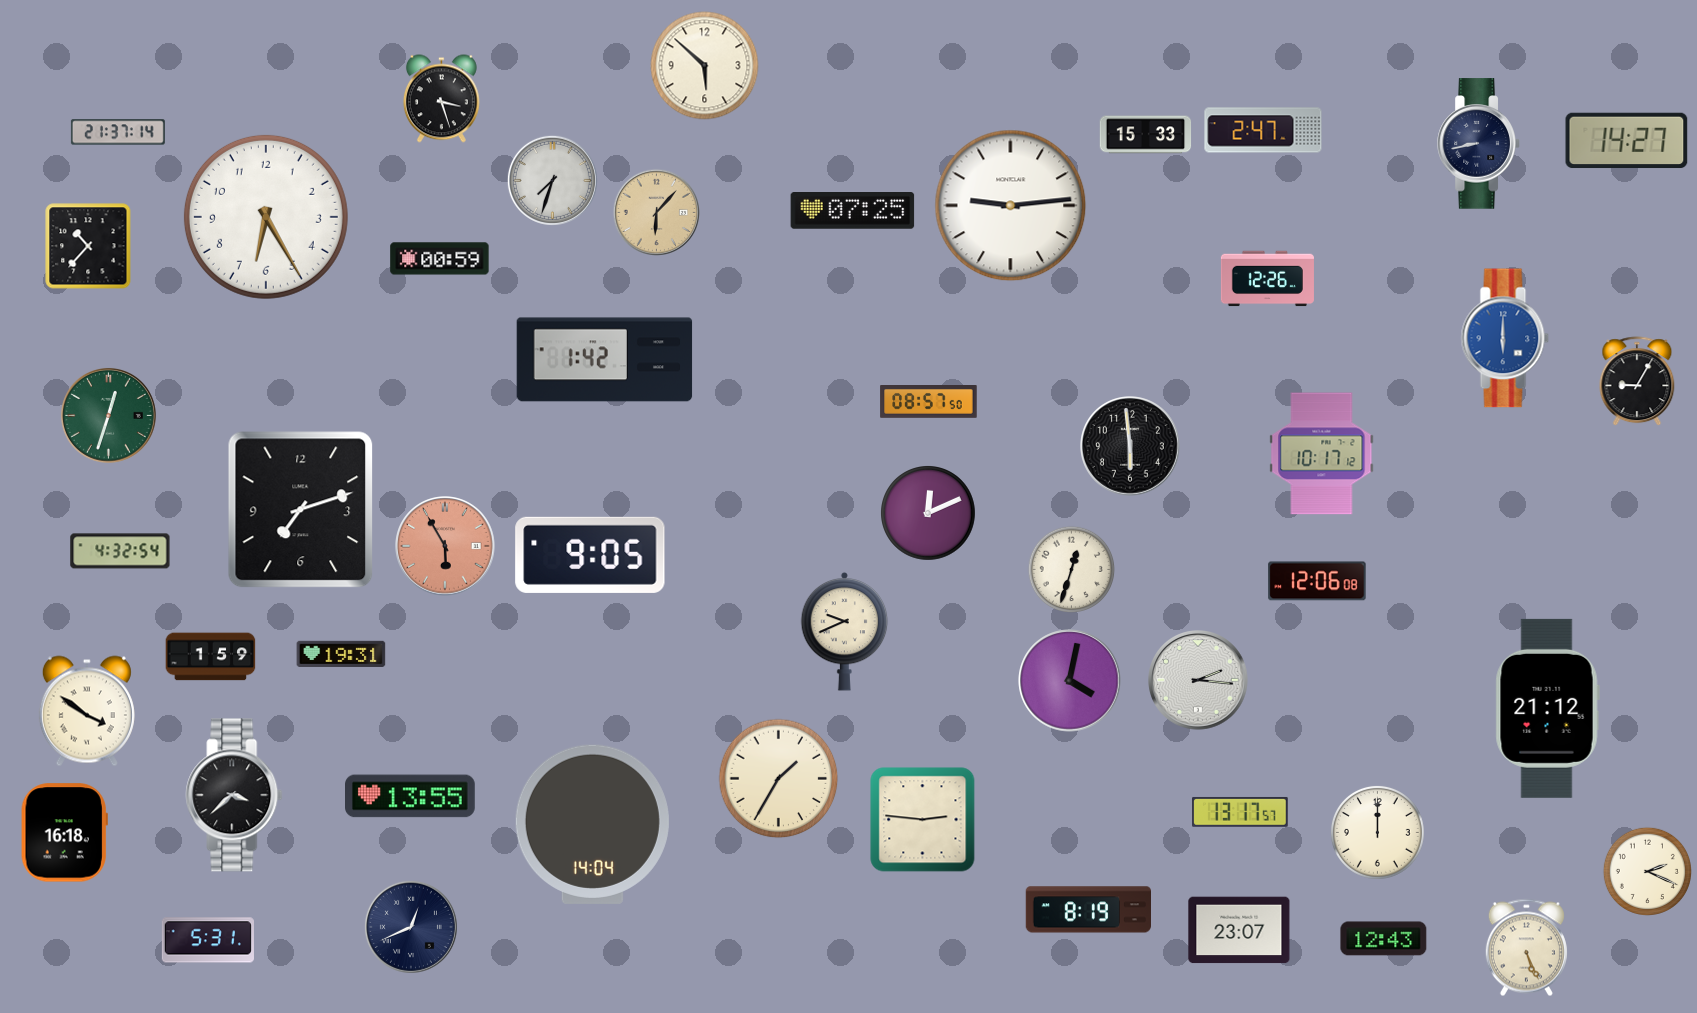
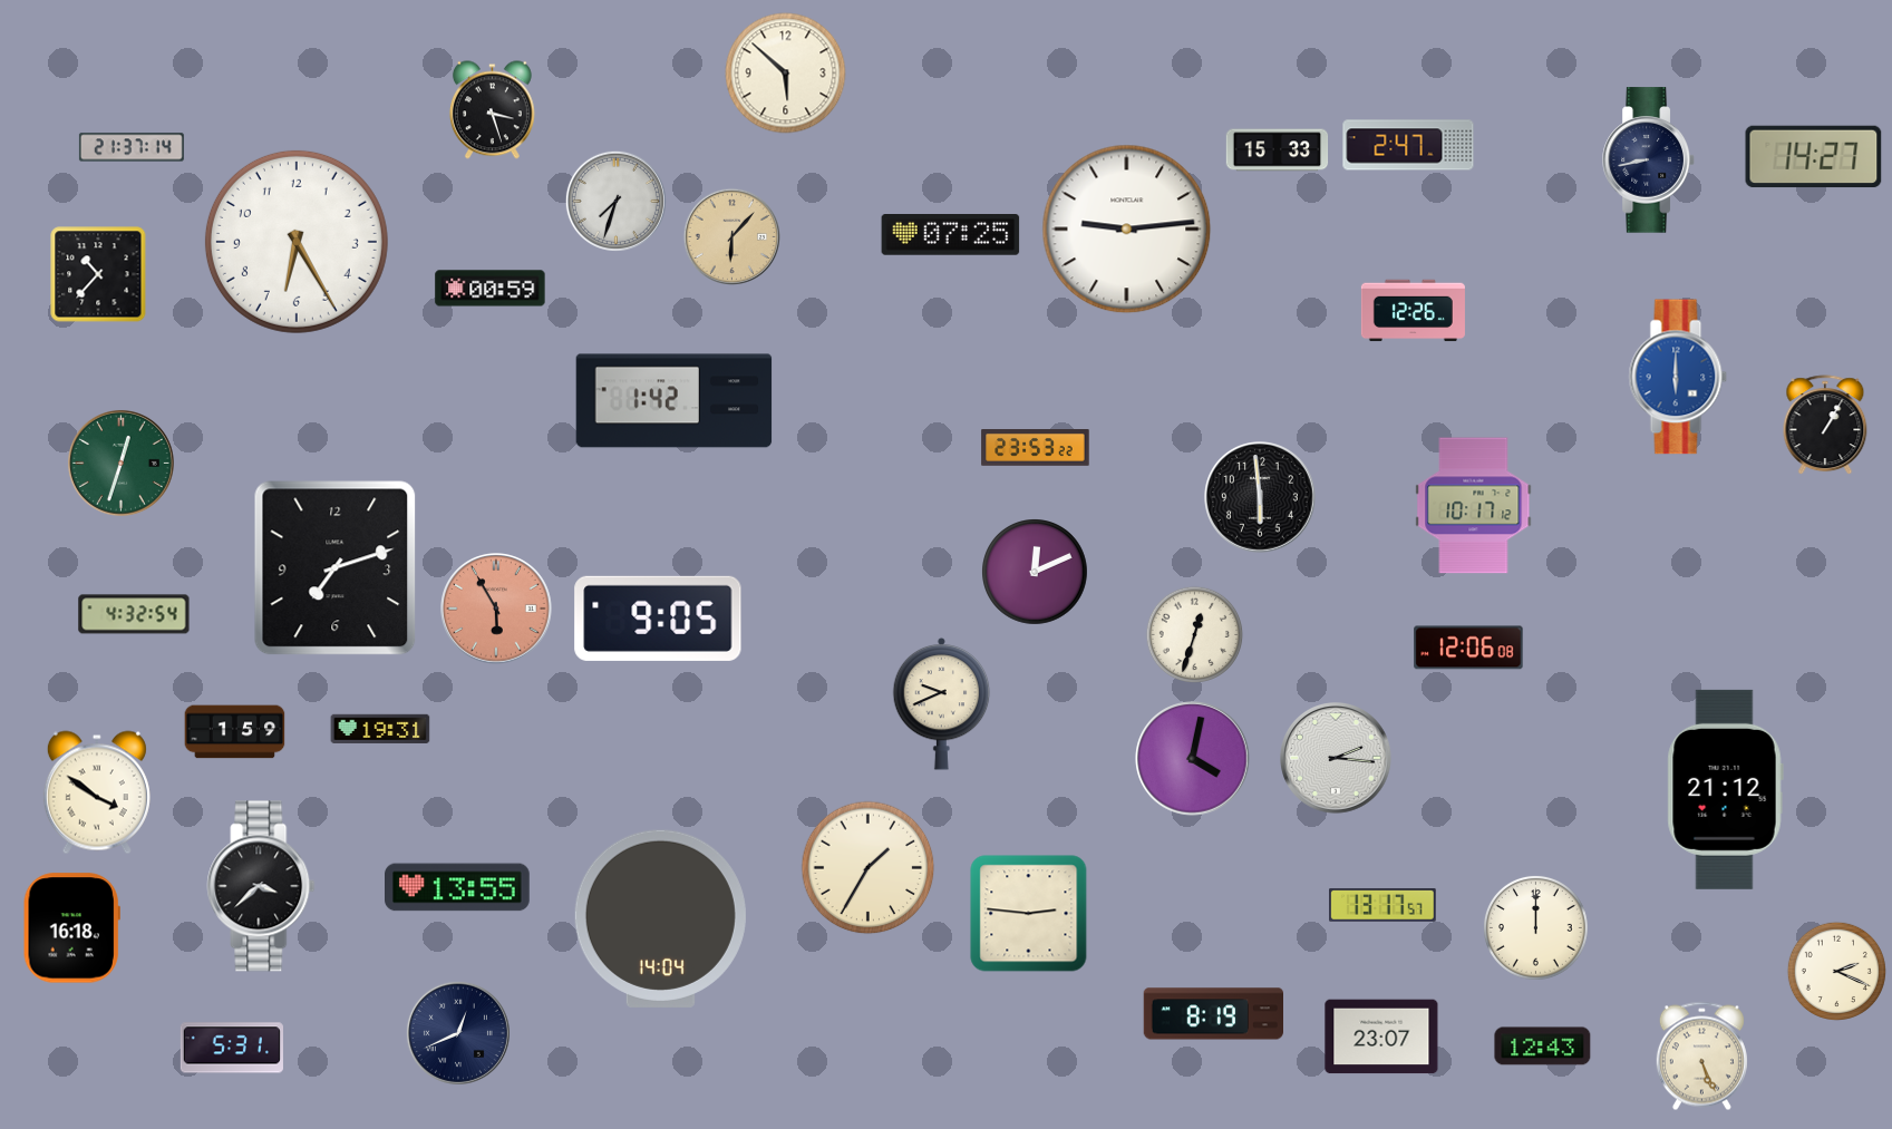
clock at (1637, 382): 9:05 -> 1:05
clock at (929, 402): 08:57 -> 23:53
